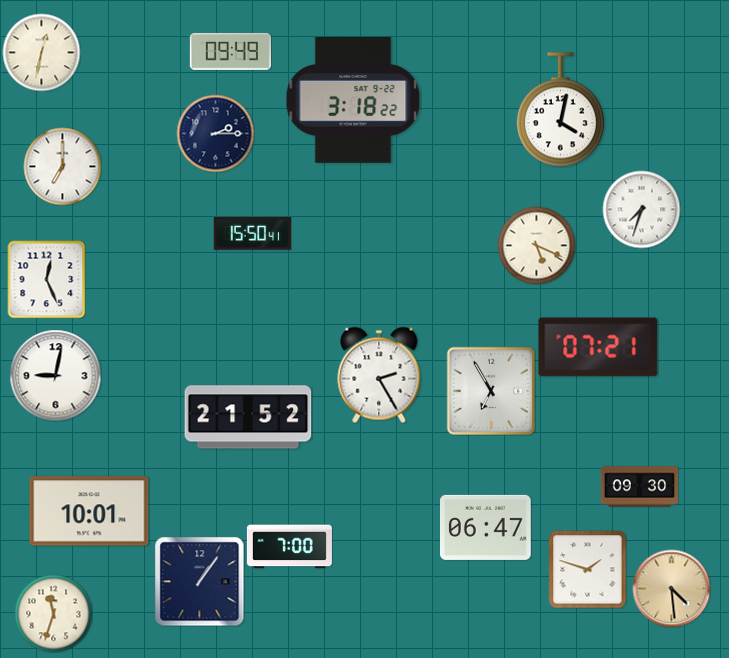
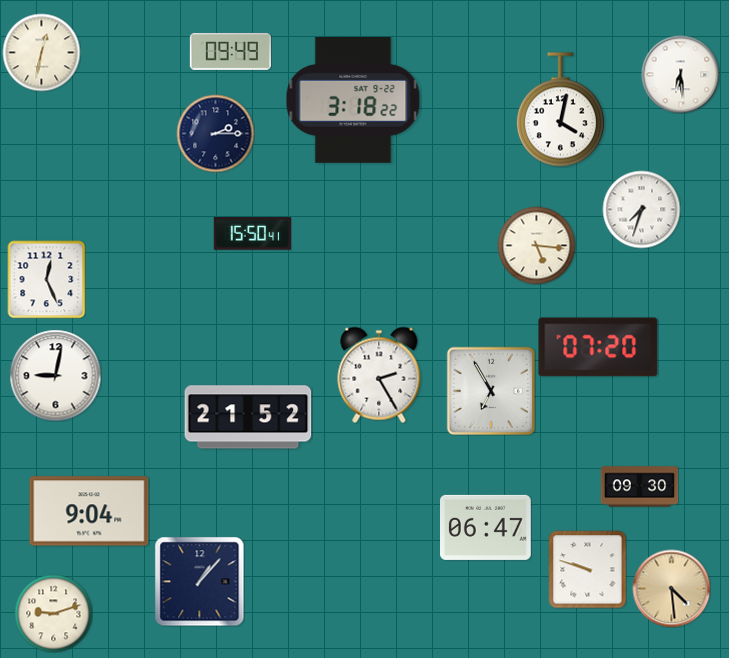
clock at (680, 74): none -> 6:29
clock at (62, 166): 7:00 -> none
clock at (536, 245): 5:19 -> 5:16
clock at (598, 347): 07:21 -> 07:20
clock at (89, 511): 10:01 -> 9:04
clock at (289, 547): 7:00 -> none
clock at (587, 569): 1:48 -> 9:48
clock at (199, 581): 1:06 -> 1:07
clock at (53, 613): 11:33 -> 9:12
